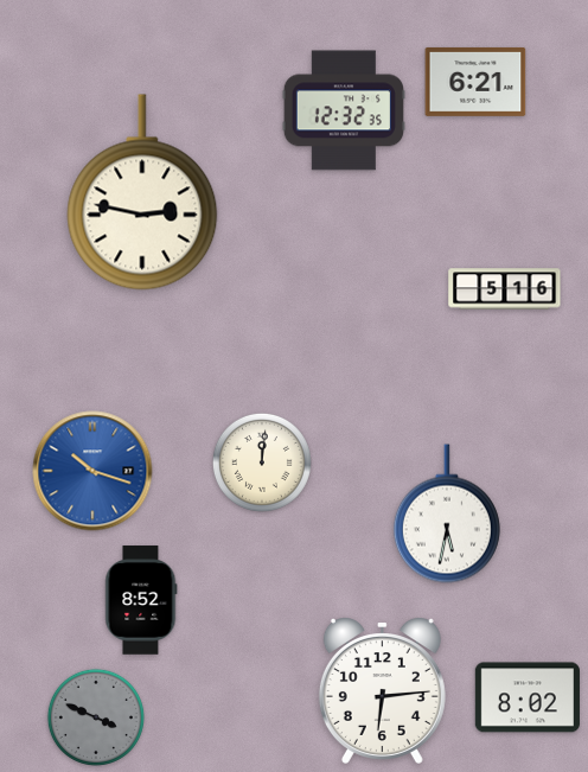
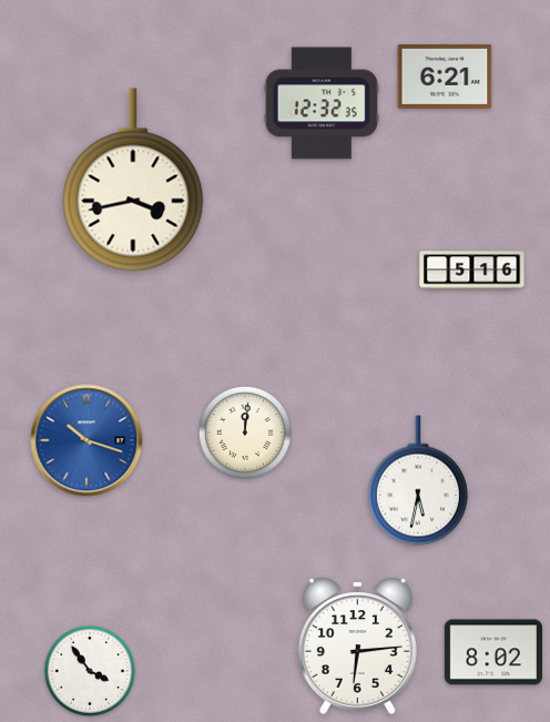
clock at (142, 192): 2:47 -> 3:43
clock at (141, 600): 8:52 -> none
clock at (96, 717): 3:49 -> 3:54
clock at (96, 717) dial: grey -> white
